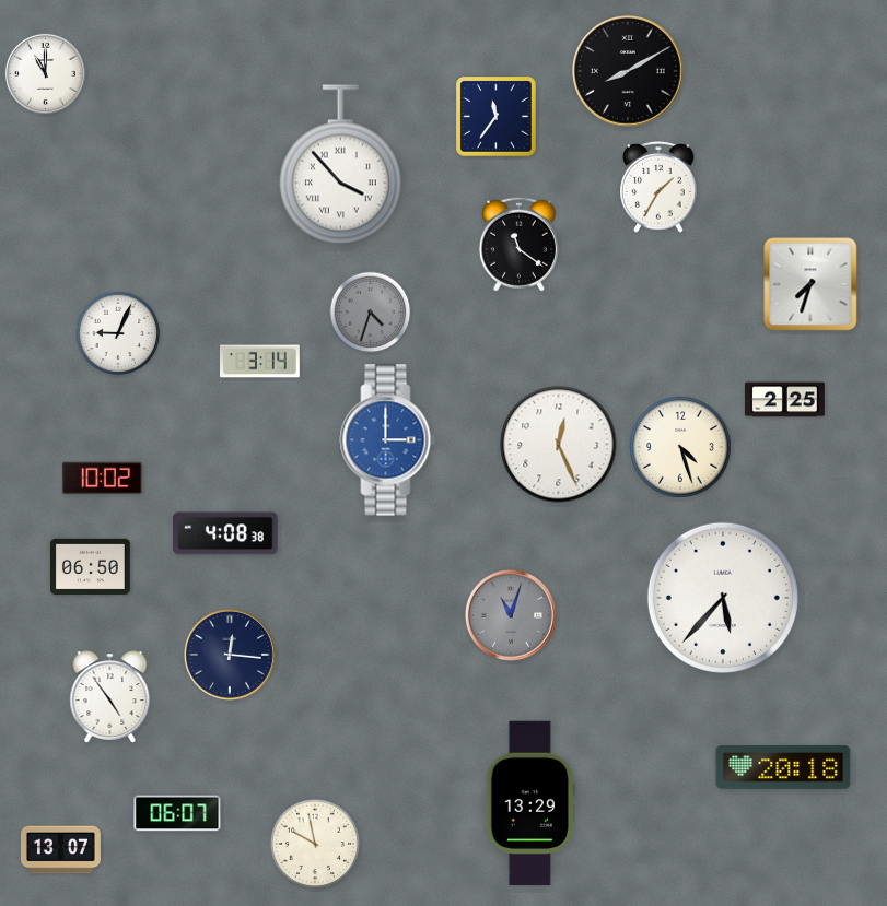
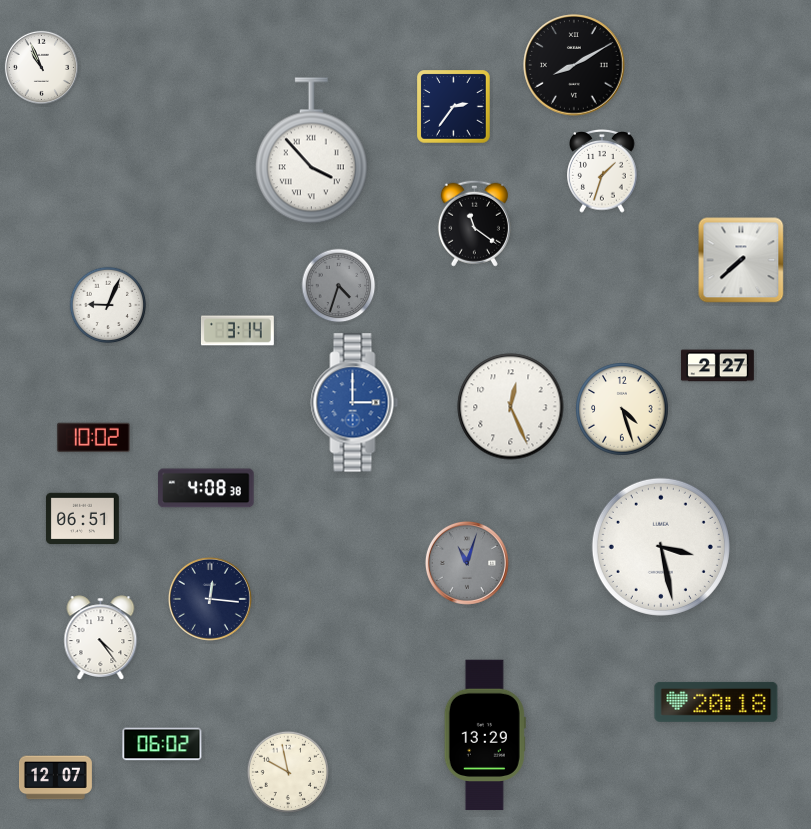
clock at (45, 73): 11:00 -> 10:56
clock at (497, 117): 11:36 -> 2:36
clock at (658, 188): 1:35 -> 1:33
clock at (810, 284): 7:33 -> 7:38
clock at (784, 400): 2:25 -> 2:27
clock at (90, 567): 06:50 -> 06:51
clock at (723, 598): 5:37 -> 3:28
clock at (110, 697): 4:54 -> 4:24
clock at (177, 813): 06:07 -> 06:02
clock at (61, 850): 13:07 -> 12:07
